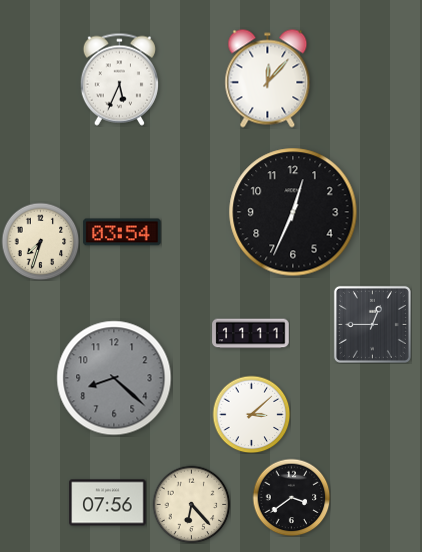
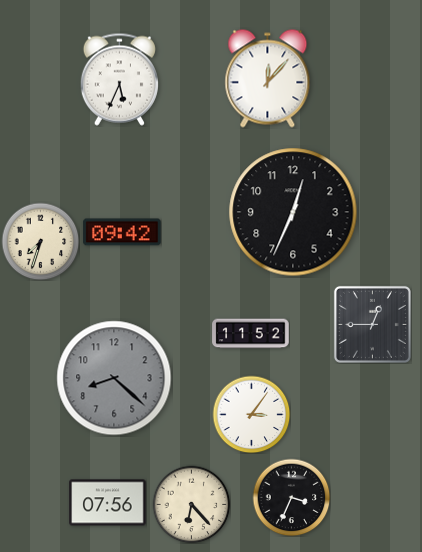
clock at (122, 232): 03:54 -> 09:42
clock at (251, 334): 11:11 -> 11:52
clock at (251, 414): 3:08 -> 3:06
clock at (291, 497): 3:39 -> 3:34
